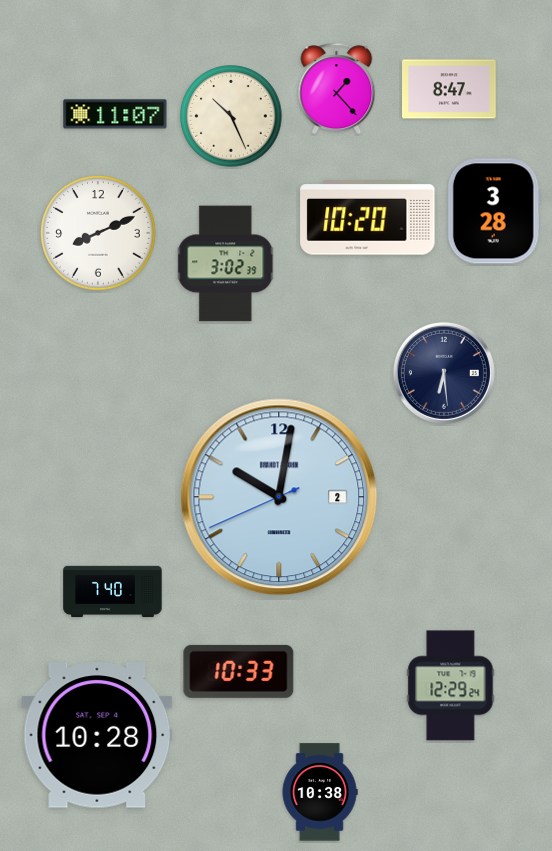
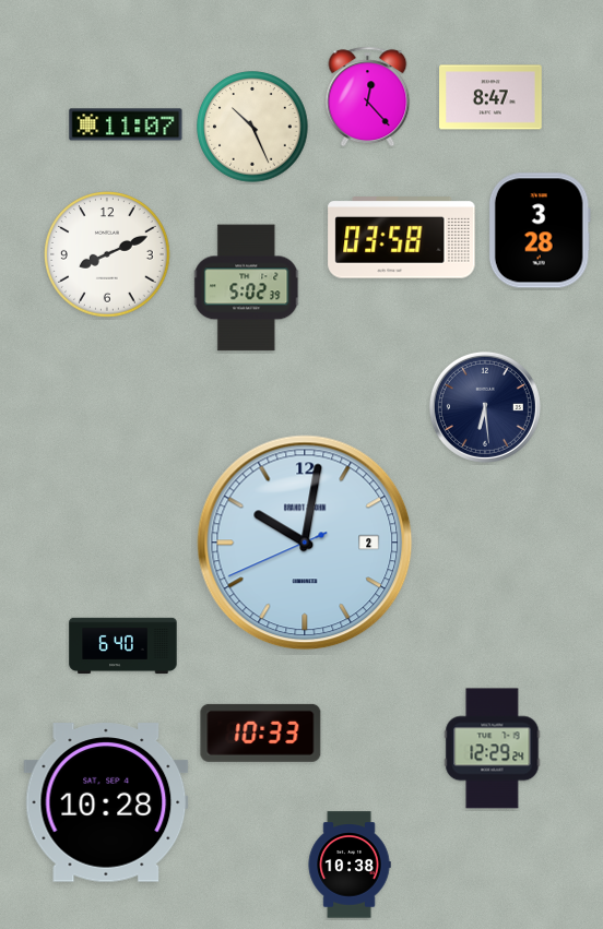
clock at (337, 89): 1:23 -> 12:23
clock at (368, 218): 10:20 -> 03:58
clock at (226, 264): 3:02 -> 5:02
clock at (113, 592): 7:40 -> 6:40
